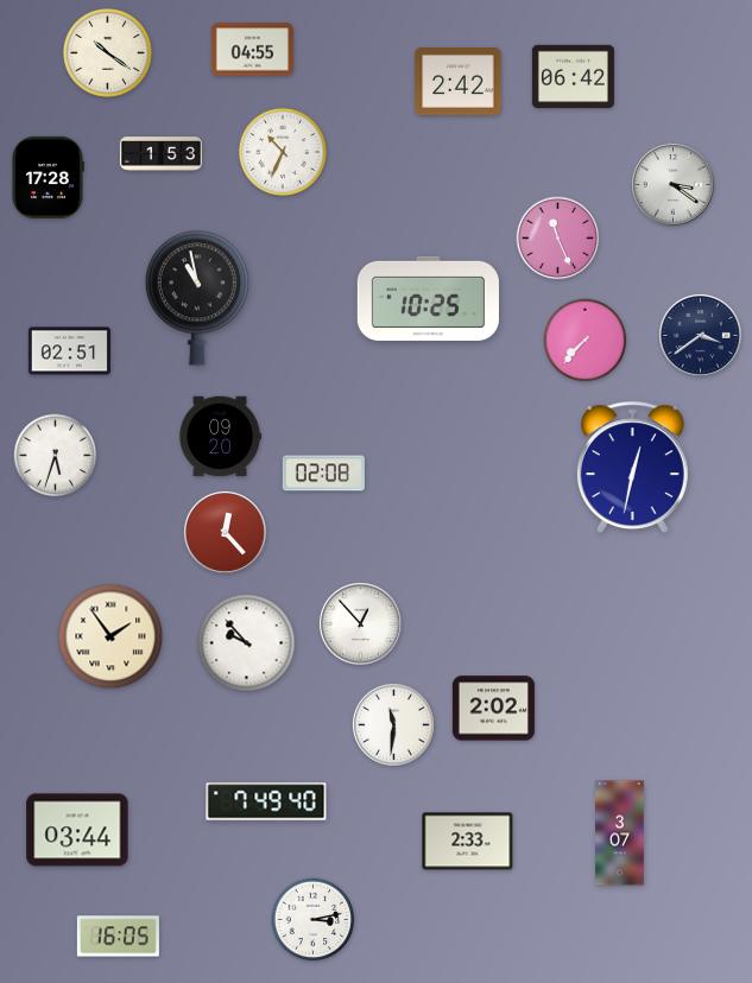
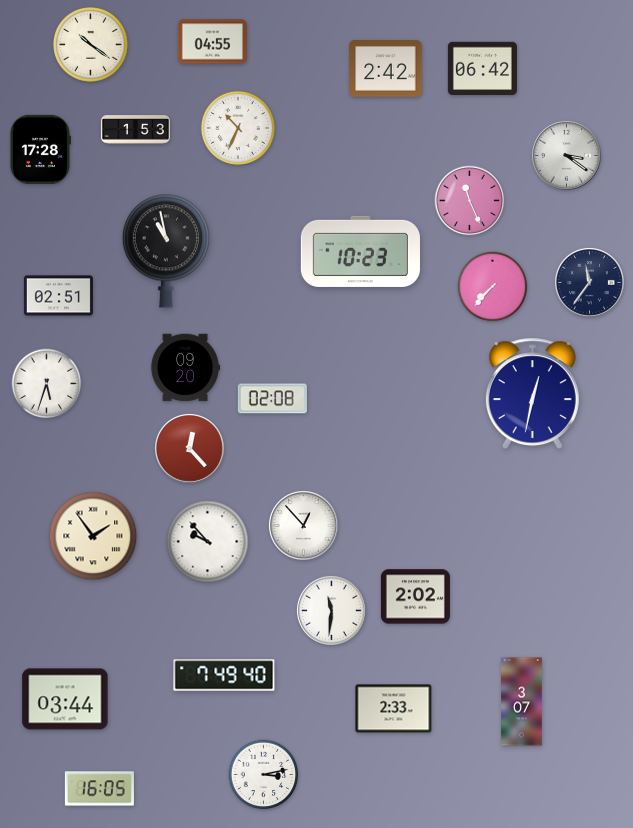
clock at (573, 77) position: (573, 77) -> (482, 69)
clock at (428, 298): 10:25 -> 10:23
clock at (700, 335): 3:39 -> 11:36
